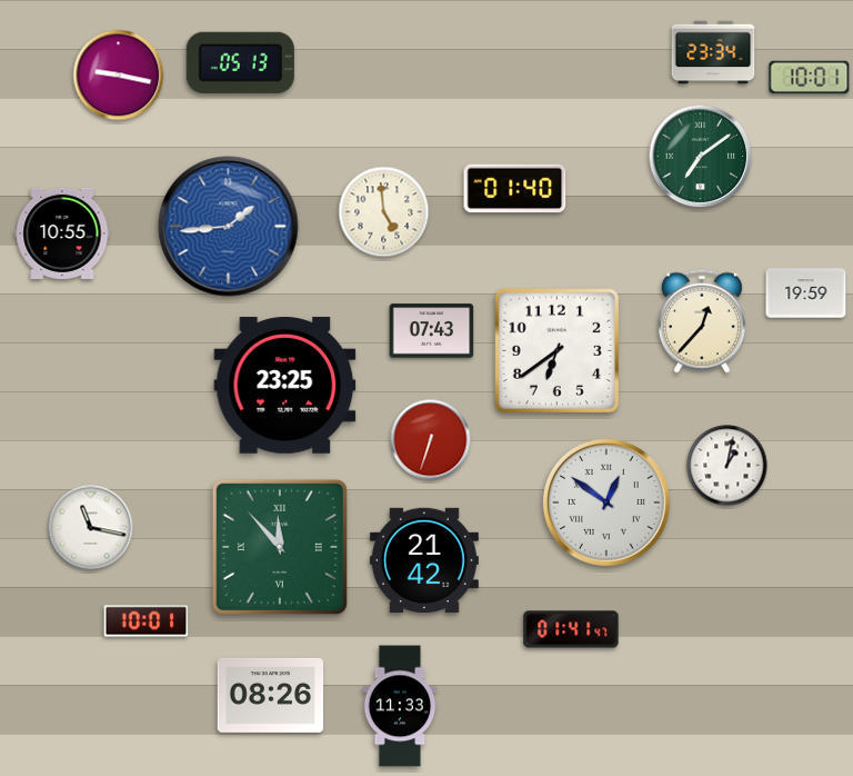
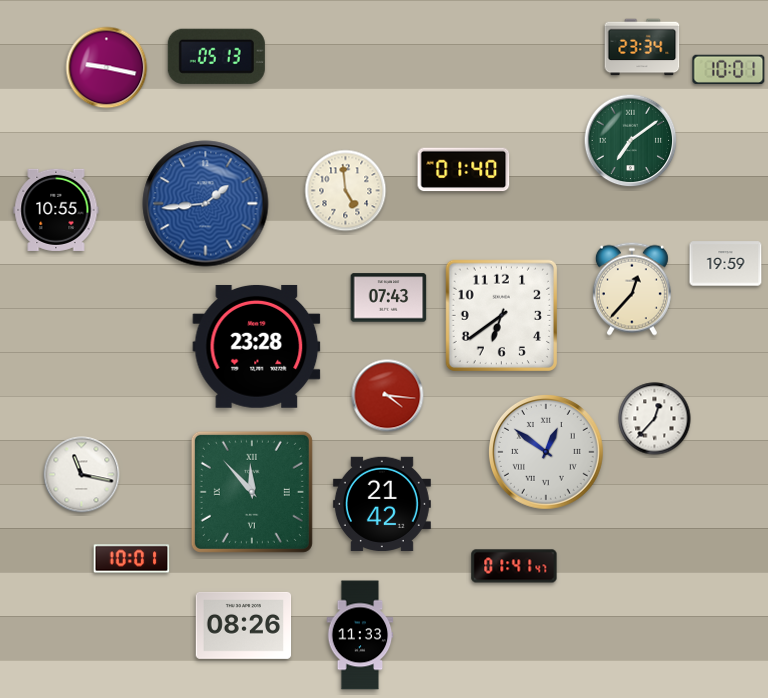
clock at (285, 385): 23:25 -> 23:28
clock at (431, 440): 6:33 -> 4:16
clock at (727, 466): 1:02 -> 12:37
